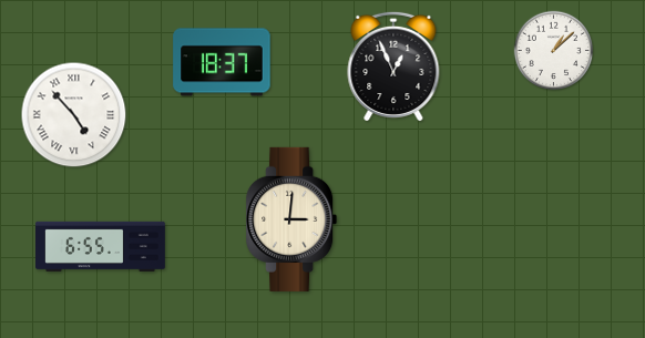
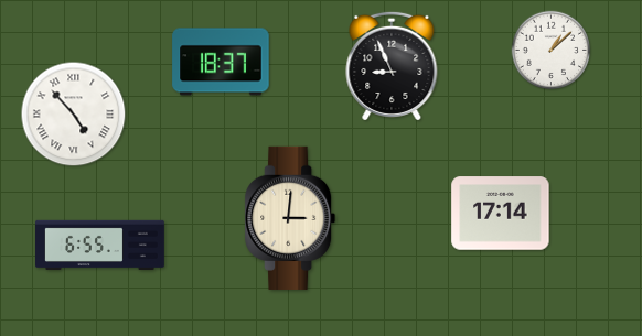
clock at (393, 65): 12:56 -> 8:56
clock at (501, 214): none -> 17:14
